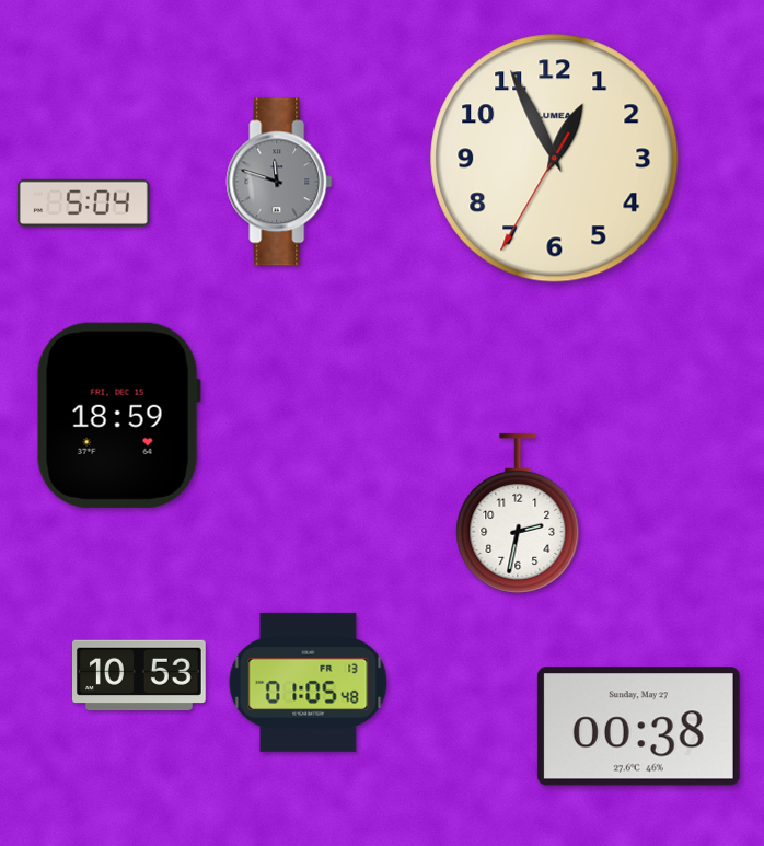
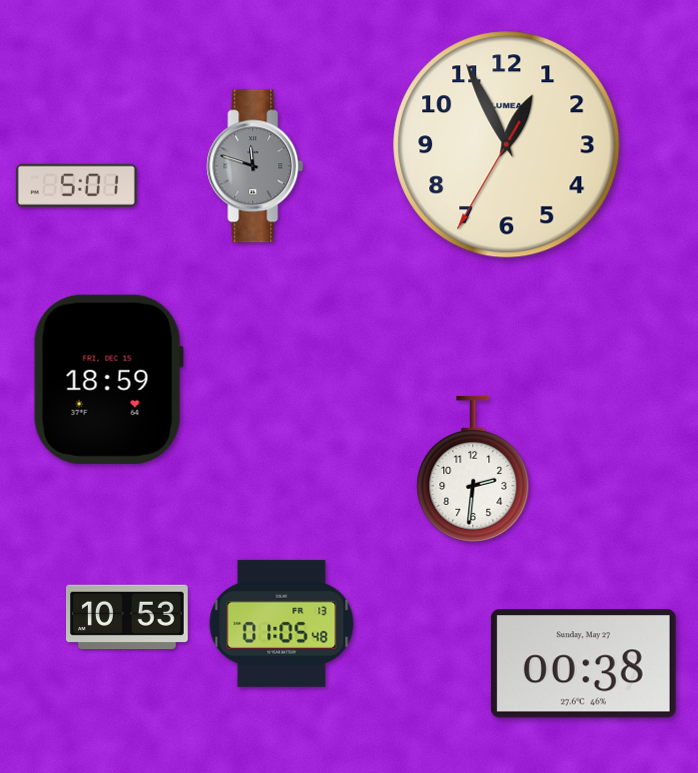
clock at (83, 202): 5:04 -> 5:01
clock at (518, 513): 2:32 -> 2:31
